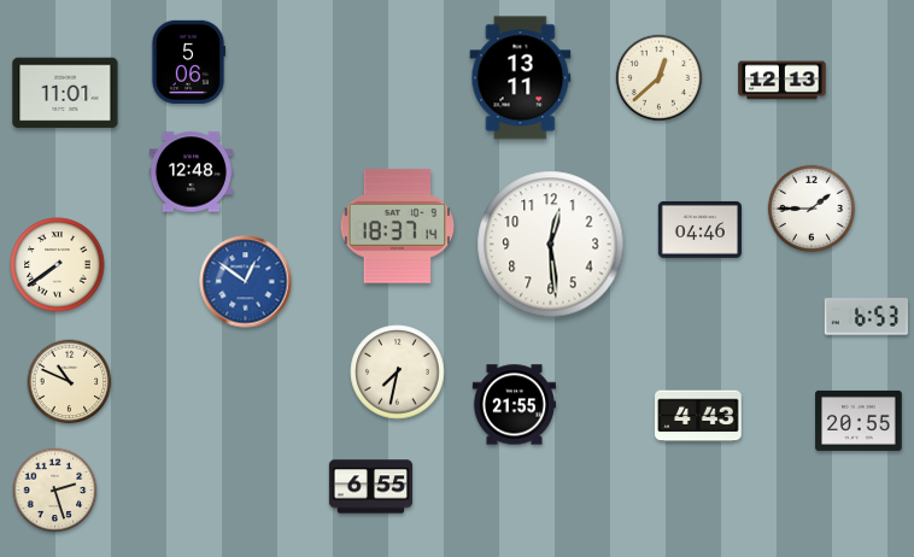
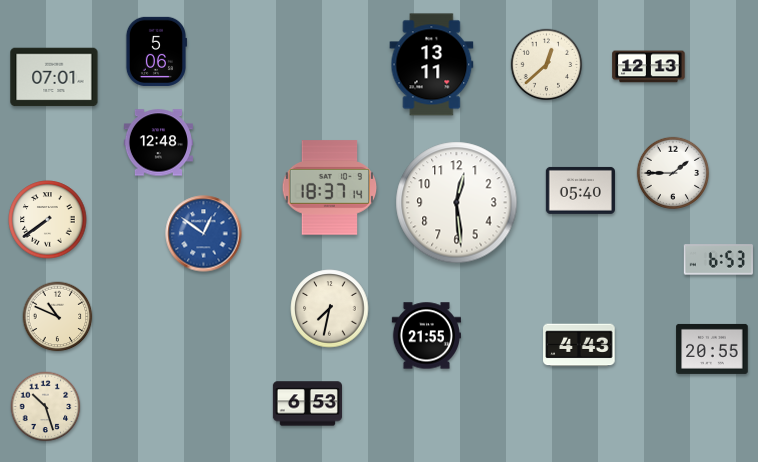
clock at (65, 93): 11:01 -> 07:01
clock at (699, 229): 04:46 -> 05:40
clock at (866, 317) position: (866, 317) -> (718, 260)
clock at (370, 487): 6:55 -> 6:53
clock at (55, 491): 2:27 -> 10:27
